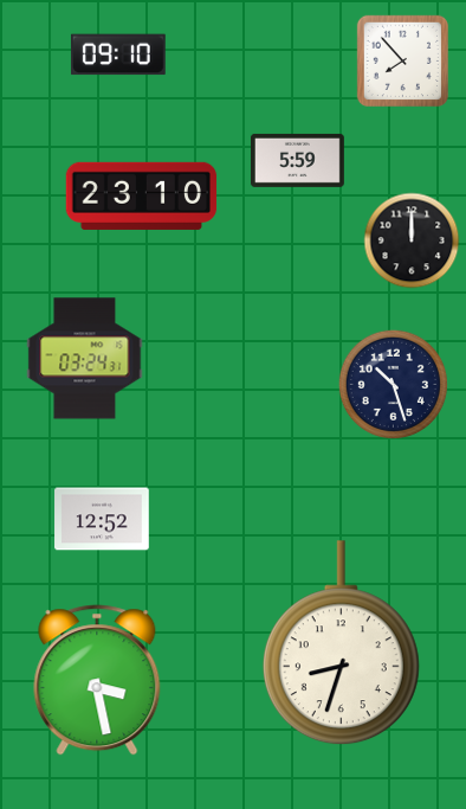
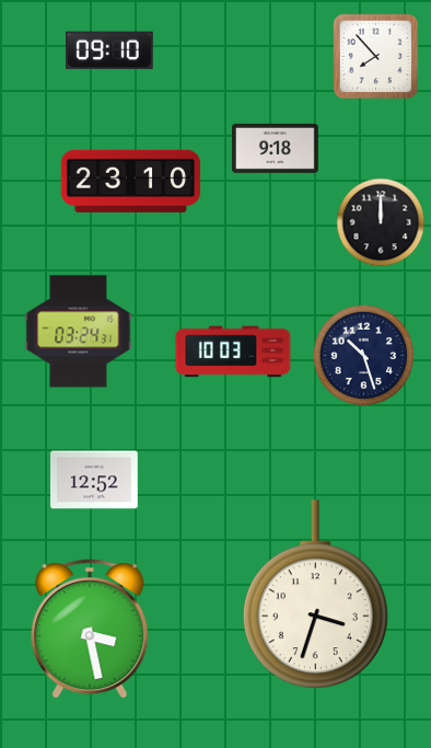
clock at (402, 60) position: (402, 60) -> (375, 56)
clock at (297, 160): 5:59 -> 9:18
clock at (233, 352): none -> 10:03
clock at (341, 643): 8:33 -> 3:33
